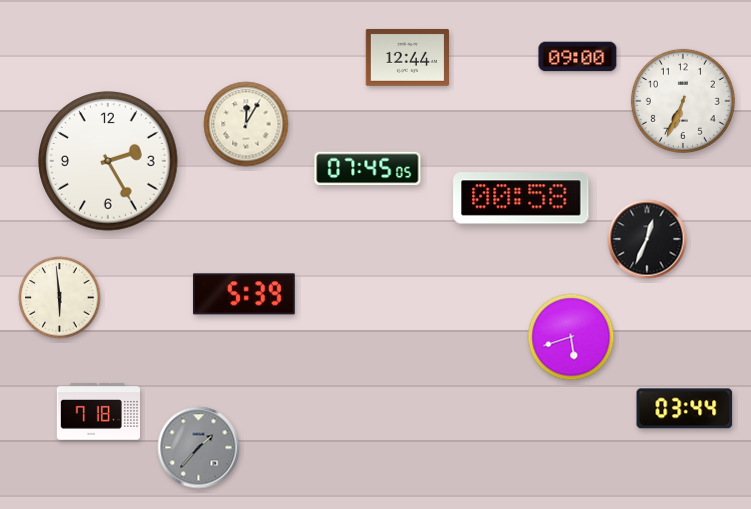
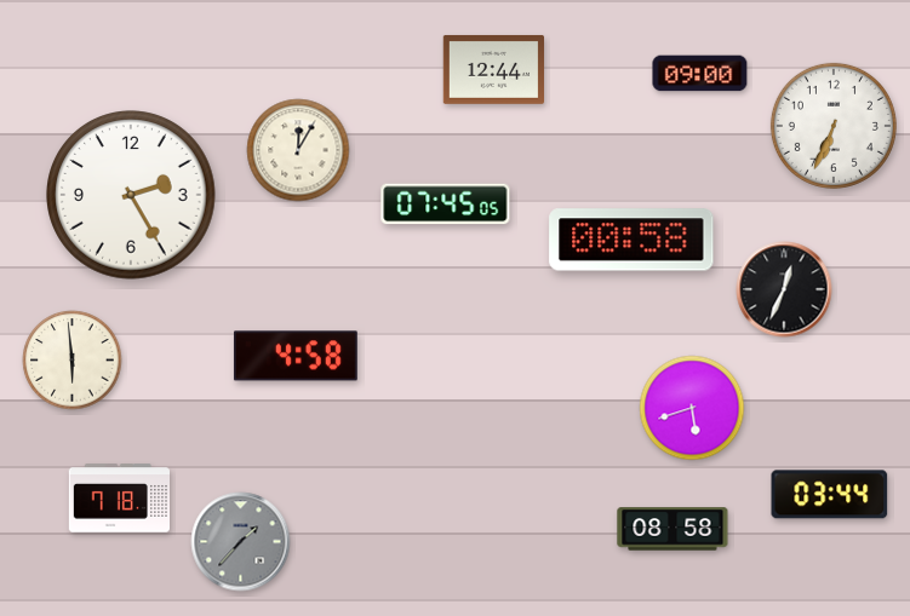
clock at (578, 57) position: (578, 57) -> (700, 74)
clock at (683, 101) position: (683, 101) -> (834, 126)
clock at (244, 294): 5:39 -> 4:58
clock at (673, 529): none -> 08:58
